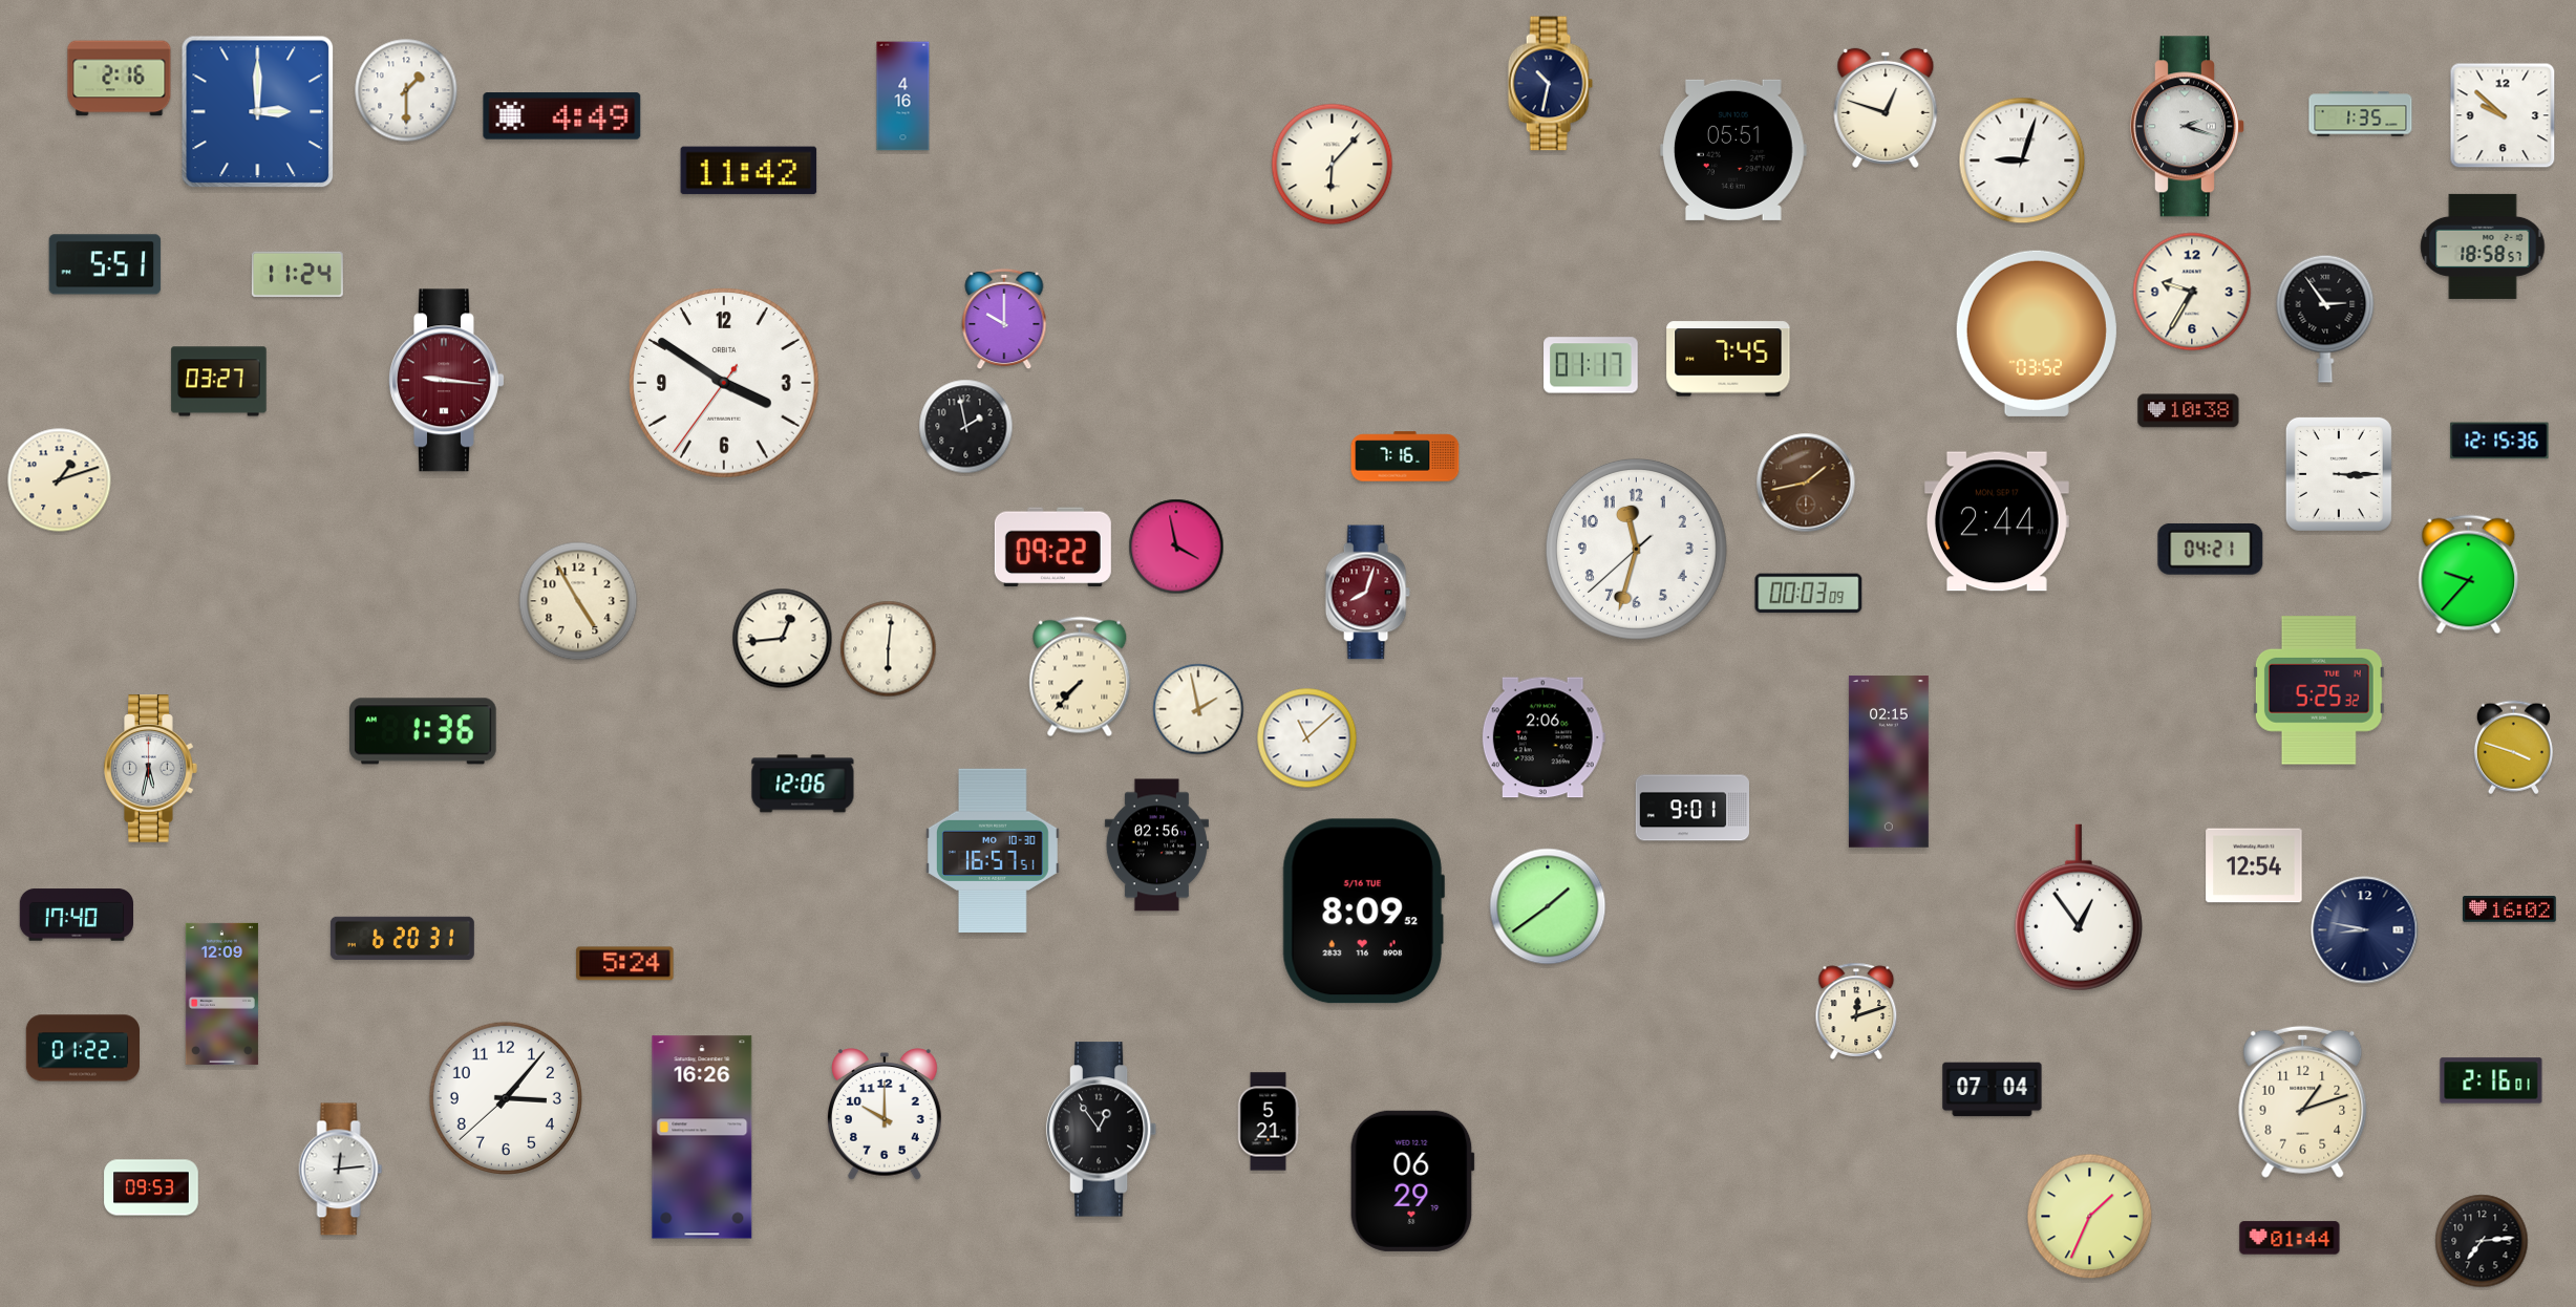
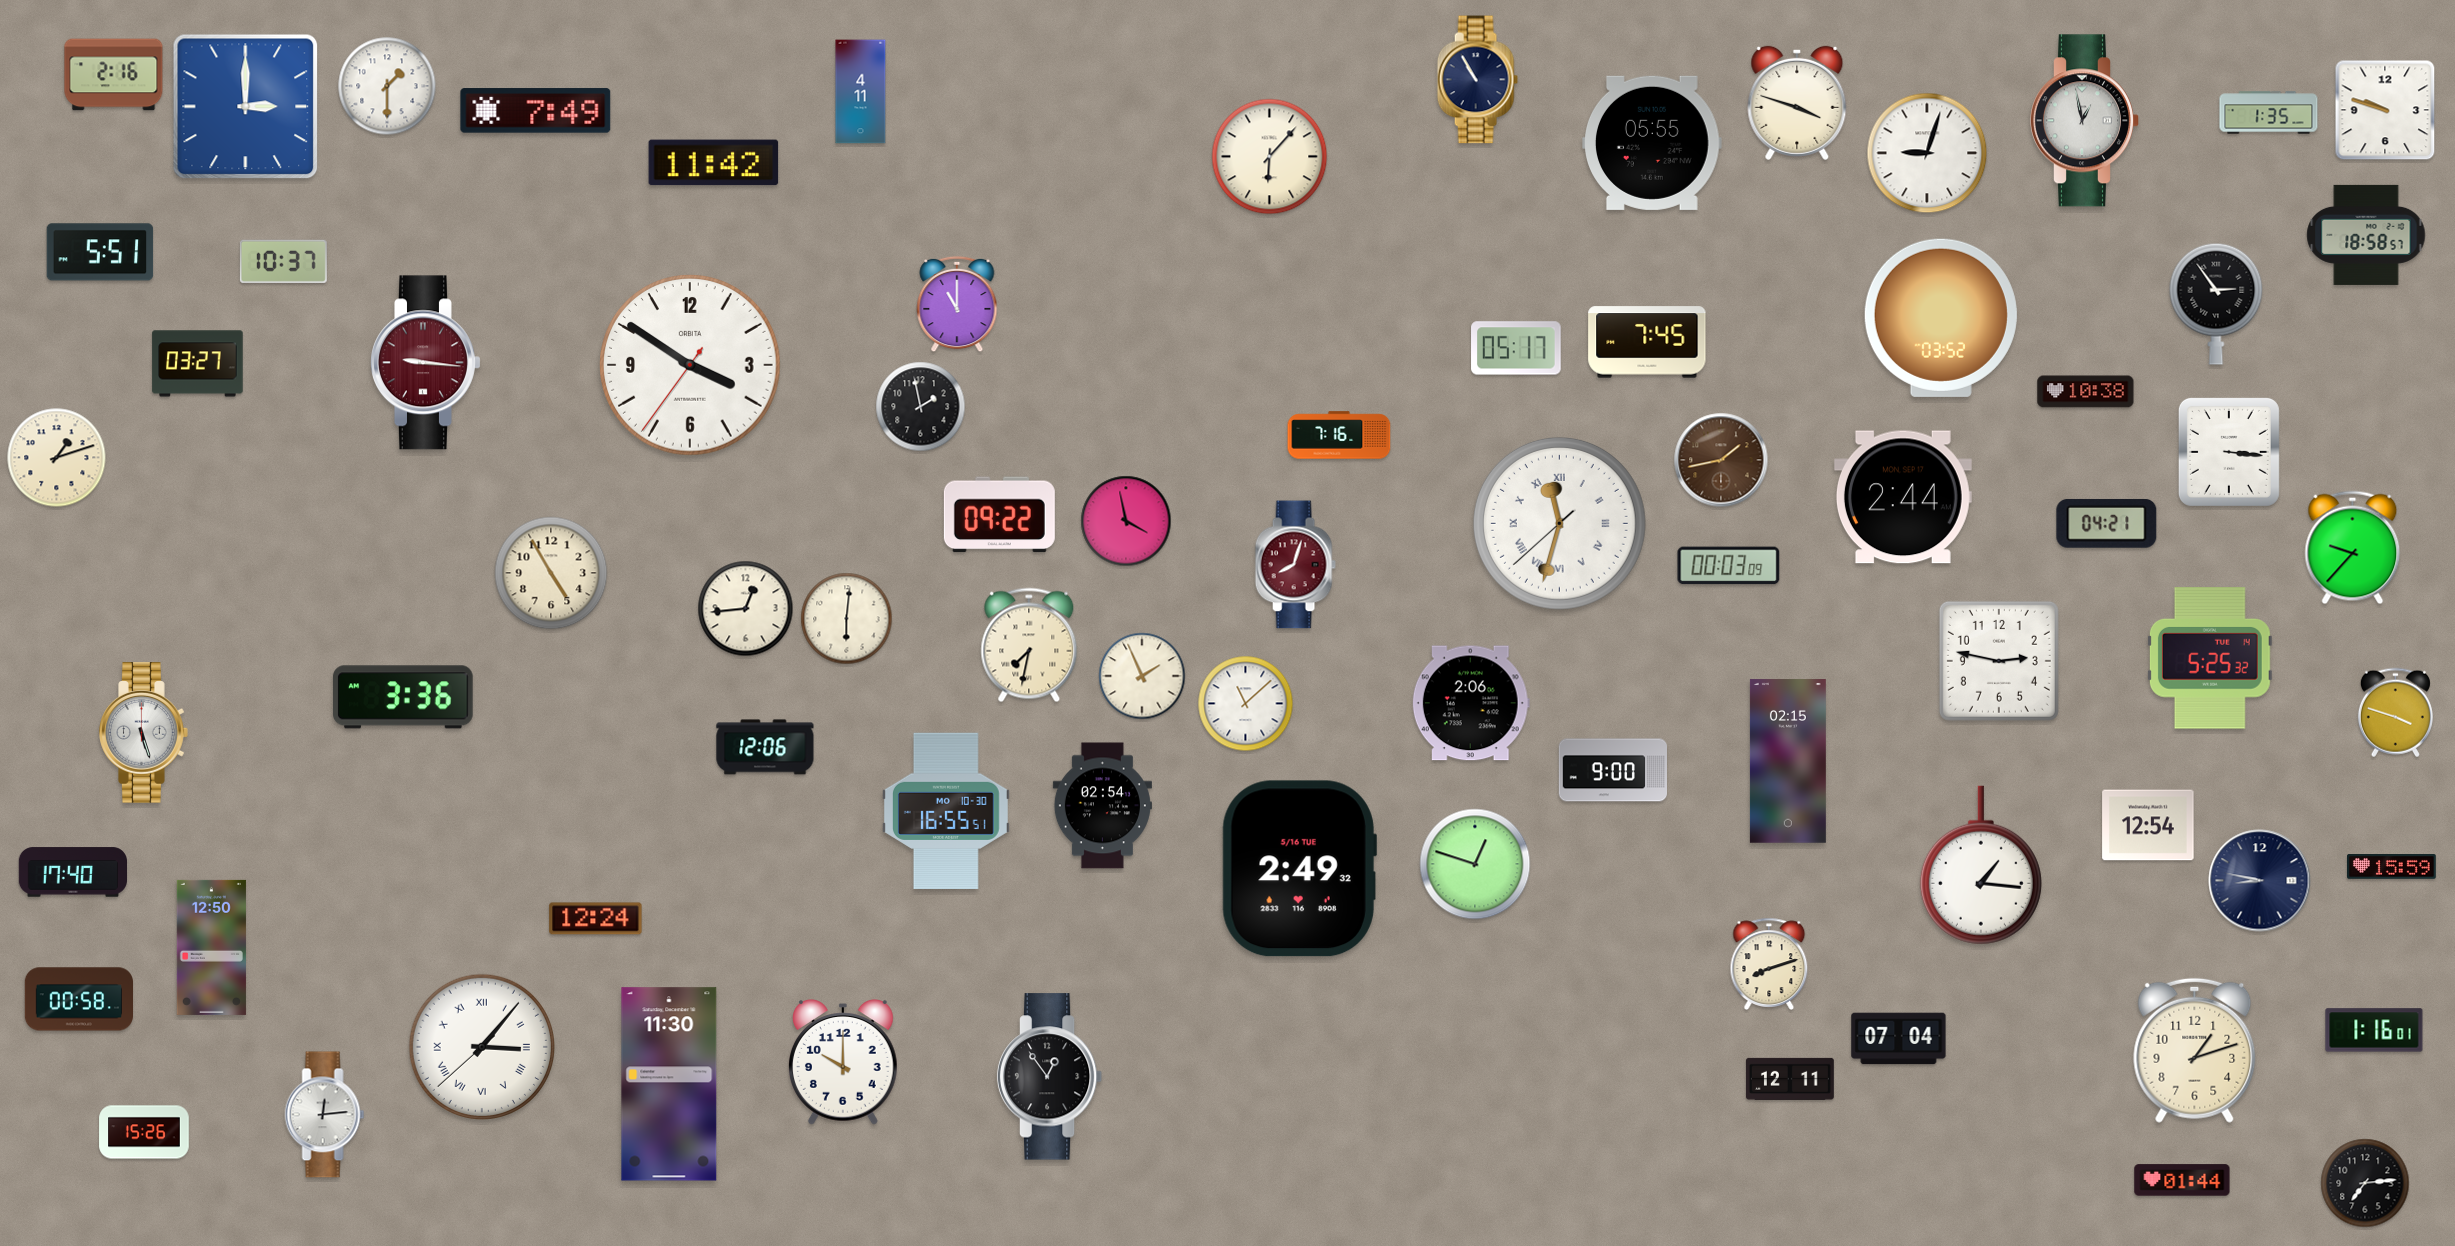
clock at (1550, 84): 10:32 -> 10:55
clock at (903, 97): 4:16 -> 4:11
clock at (1886, 108): 12:48 -> 3:48
clock at (2361, 114) position: (2361, 114) -> (2269, 113)
clock at (2503, 115): 9:52 -> 9:48
clock at (562, 116): 4:49 -> 7:49
clock at (2187, 127): 2:18 -> 12:58
clock at (1734, 150): 05:51 -> 05:55
clock at (297, 274): 11:24 -> 10:37
clock at (2192, 292): 9:35 -> none
clock at (1004, 319): 10:00 -> 11:00
clock at (1591, 365): 01:17 -> 05:17
clock at (219, 382) position: (219, 382) -> (198, 364)
clock at (2499, 441): 12:15 -> none
clock at (2339, 474): 3:15 -> 3:16
clock at (1176, 547) position: (1176, 547) -> (1126, 521)
clock at (1052, 548) position: (1052, 548) -> (999, 515)
clock at (1636, 549) numerals: Arabic -> Roman
clock at (1367, 593) position: (1367, 593) -> (1295, 565)
clock at (1809, 594) position: (1809, 594) -> (1729, 566)
clock at (1080, 677): 7:37 -> 7:32
clock at (1999, 661): none -> 2:47
clock at (1198, 709): 1:58 -> 1:56
clock at (424, 731): 1:36 -> 3:36
clock at (1889, 762) position: (1889, 762) -> (1788, 761)
clock at (151, 769): 5:32 -> 5:27
clock at (1691, 808): 9:01 -> 9:00
clock at (1156, 845): 02:56 -> 02:54
clock at (993, 850): 16:57 -> 16:55
clock at (1548, 906): 1:39 -> 12:48
clock at (2079, 907): 12:54 -> 1:16
clock at (2510, 909): 16:02 -> 15:59
clock at (1363, 912): 8:09 -> 2:49
clock at (2365, 930) position: (2365, 930) -> (2260, 881)
clock at (402, 938): 6:20 -> none
clock at (625, 964): 5:24 -> 12:24
clock at (221, 993): 12:09 -> 12:50
clock at (1856, 1011): 12:12 -> 8:12
clock at (82, 1048): 01:22 -> 00:58
clock at (2491, 1080): 2:16 -> 1:16
clock at (506, 1098) numerals: Arabic -> Roman
clock at (1269, 1121): 5:21 -> none
clock at (1790, 1079): none -> 12:11
clock at (702, 1137): 16:26 -> 11:30
clock at (1412, 1181): 06:29 -> none
clock at (151, 1187): 09:53 -> 15:26
clock at (2090, 1217): 1:34 -> none
